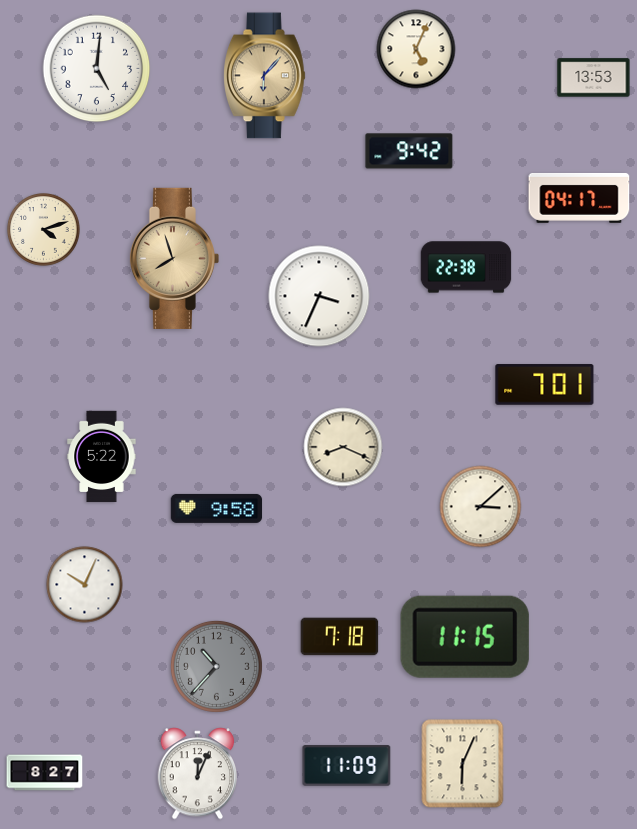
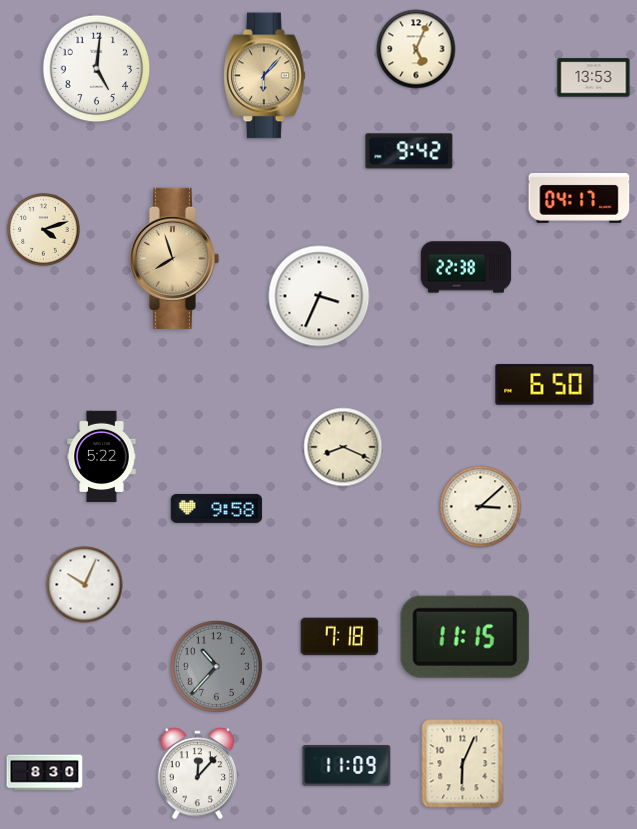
clock at (545, 385): 7:01 -> 6:50
clock at (45, 773): 8:27 -> 8:30
clock at (198, 774): 12:04 -> 12:07
